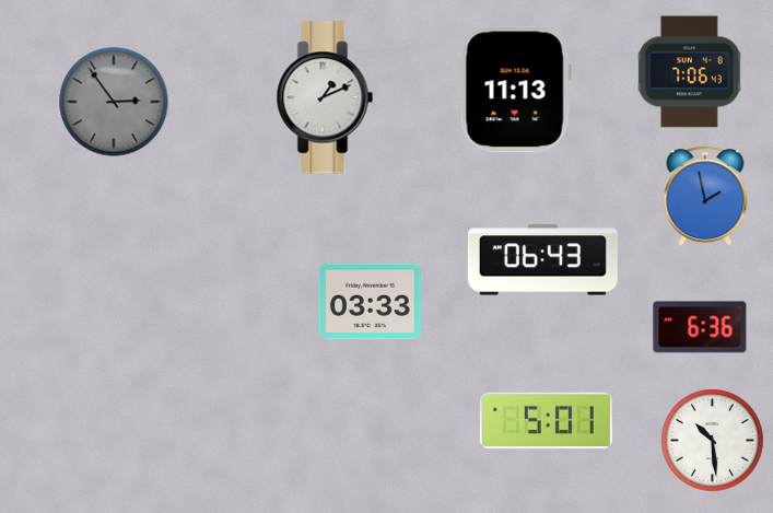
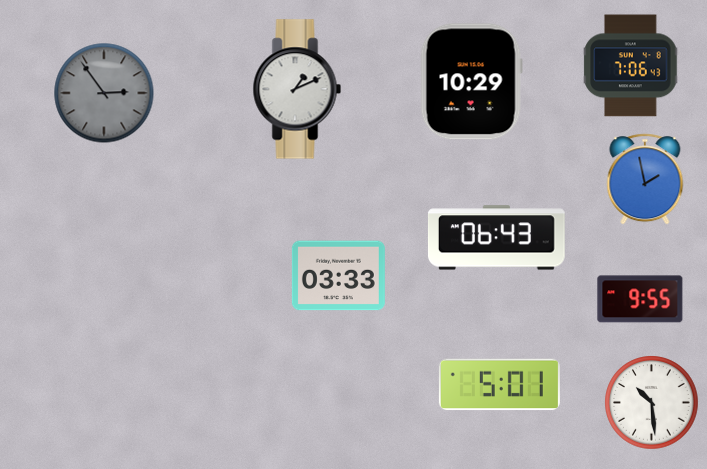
clock at (515, 90): 11:13 -> 10:29
clock at (700, 327): 6:36 -> 9:55
